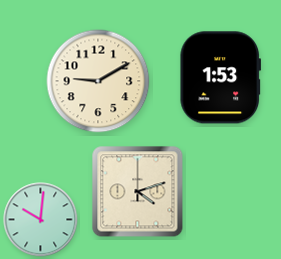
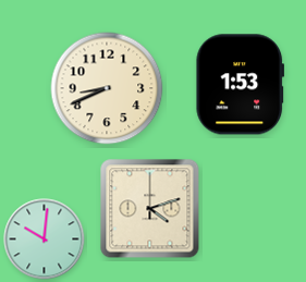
clock at (98, 81): 9:10 -> 8:41
